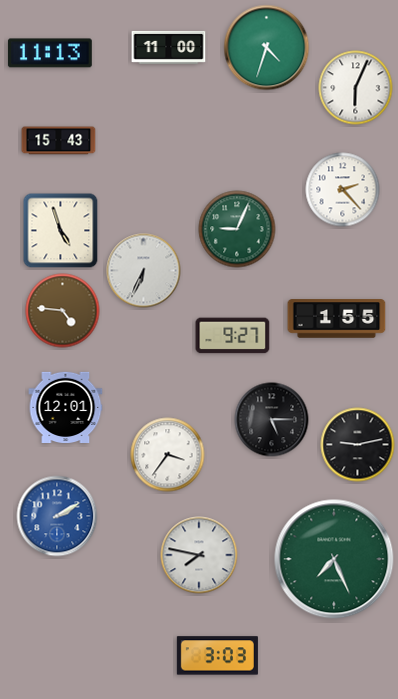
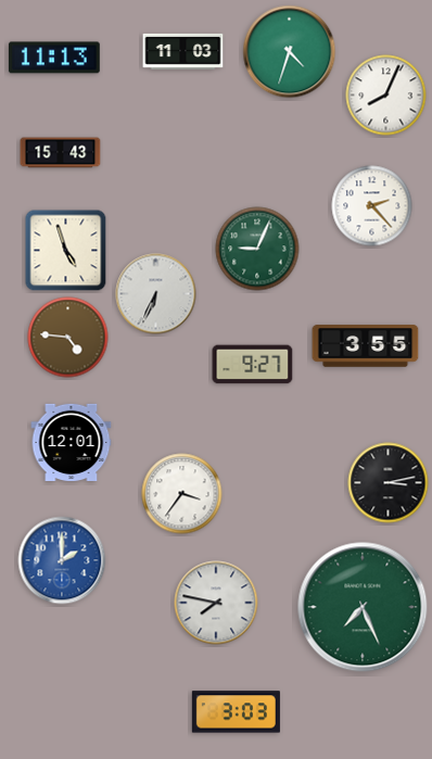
clock at (169, 47): 11:00 -> 11:03
clock at (356, 88): 6:04 -> 8:04
clock at (59, 141) position: (59, 141) -> (61, 153)
clock at (337, 319): 1:55 -> 3:55
clock at (272, 420): 5:15 -> none
clock at (358, 445): 9:13 -> 3:13
clock at (57, 516): 2:10 -> 2:00
